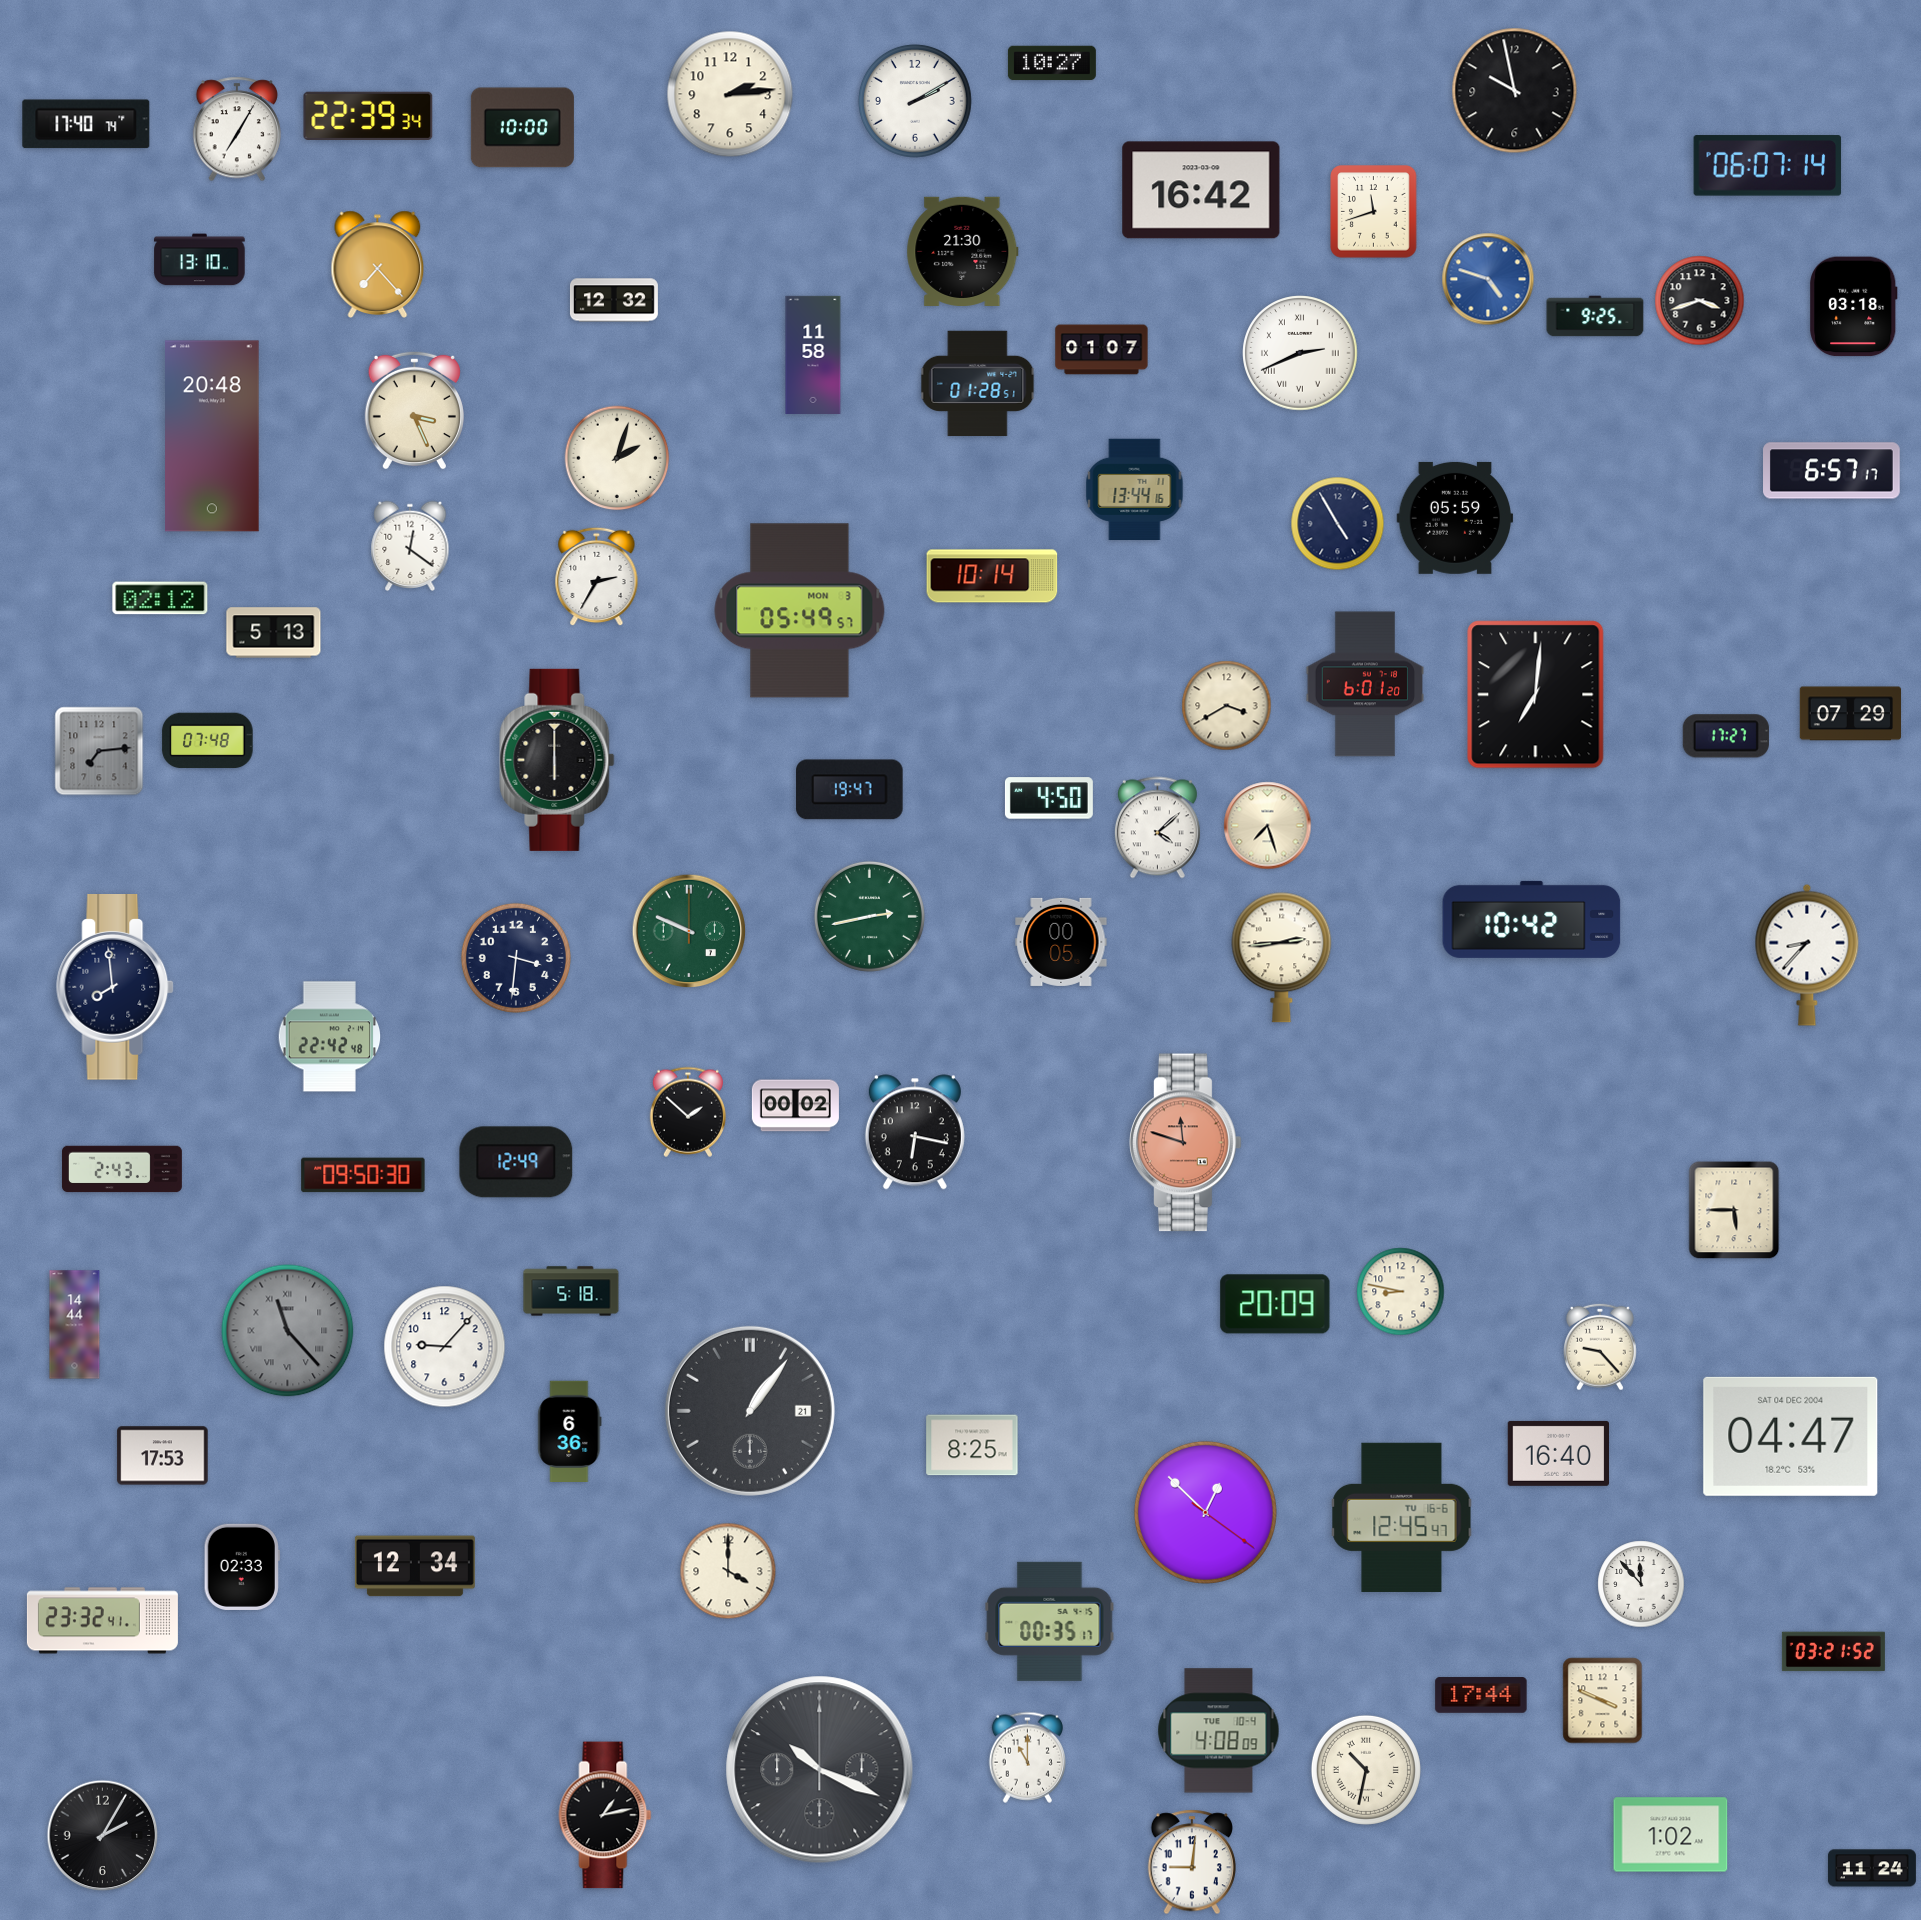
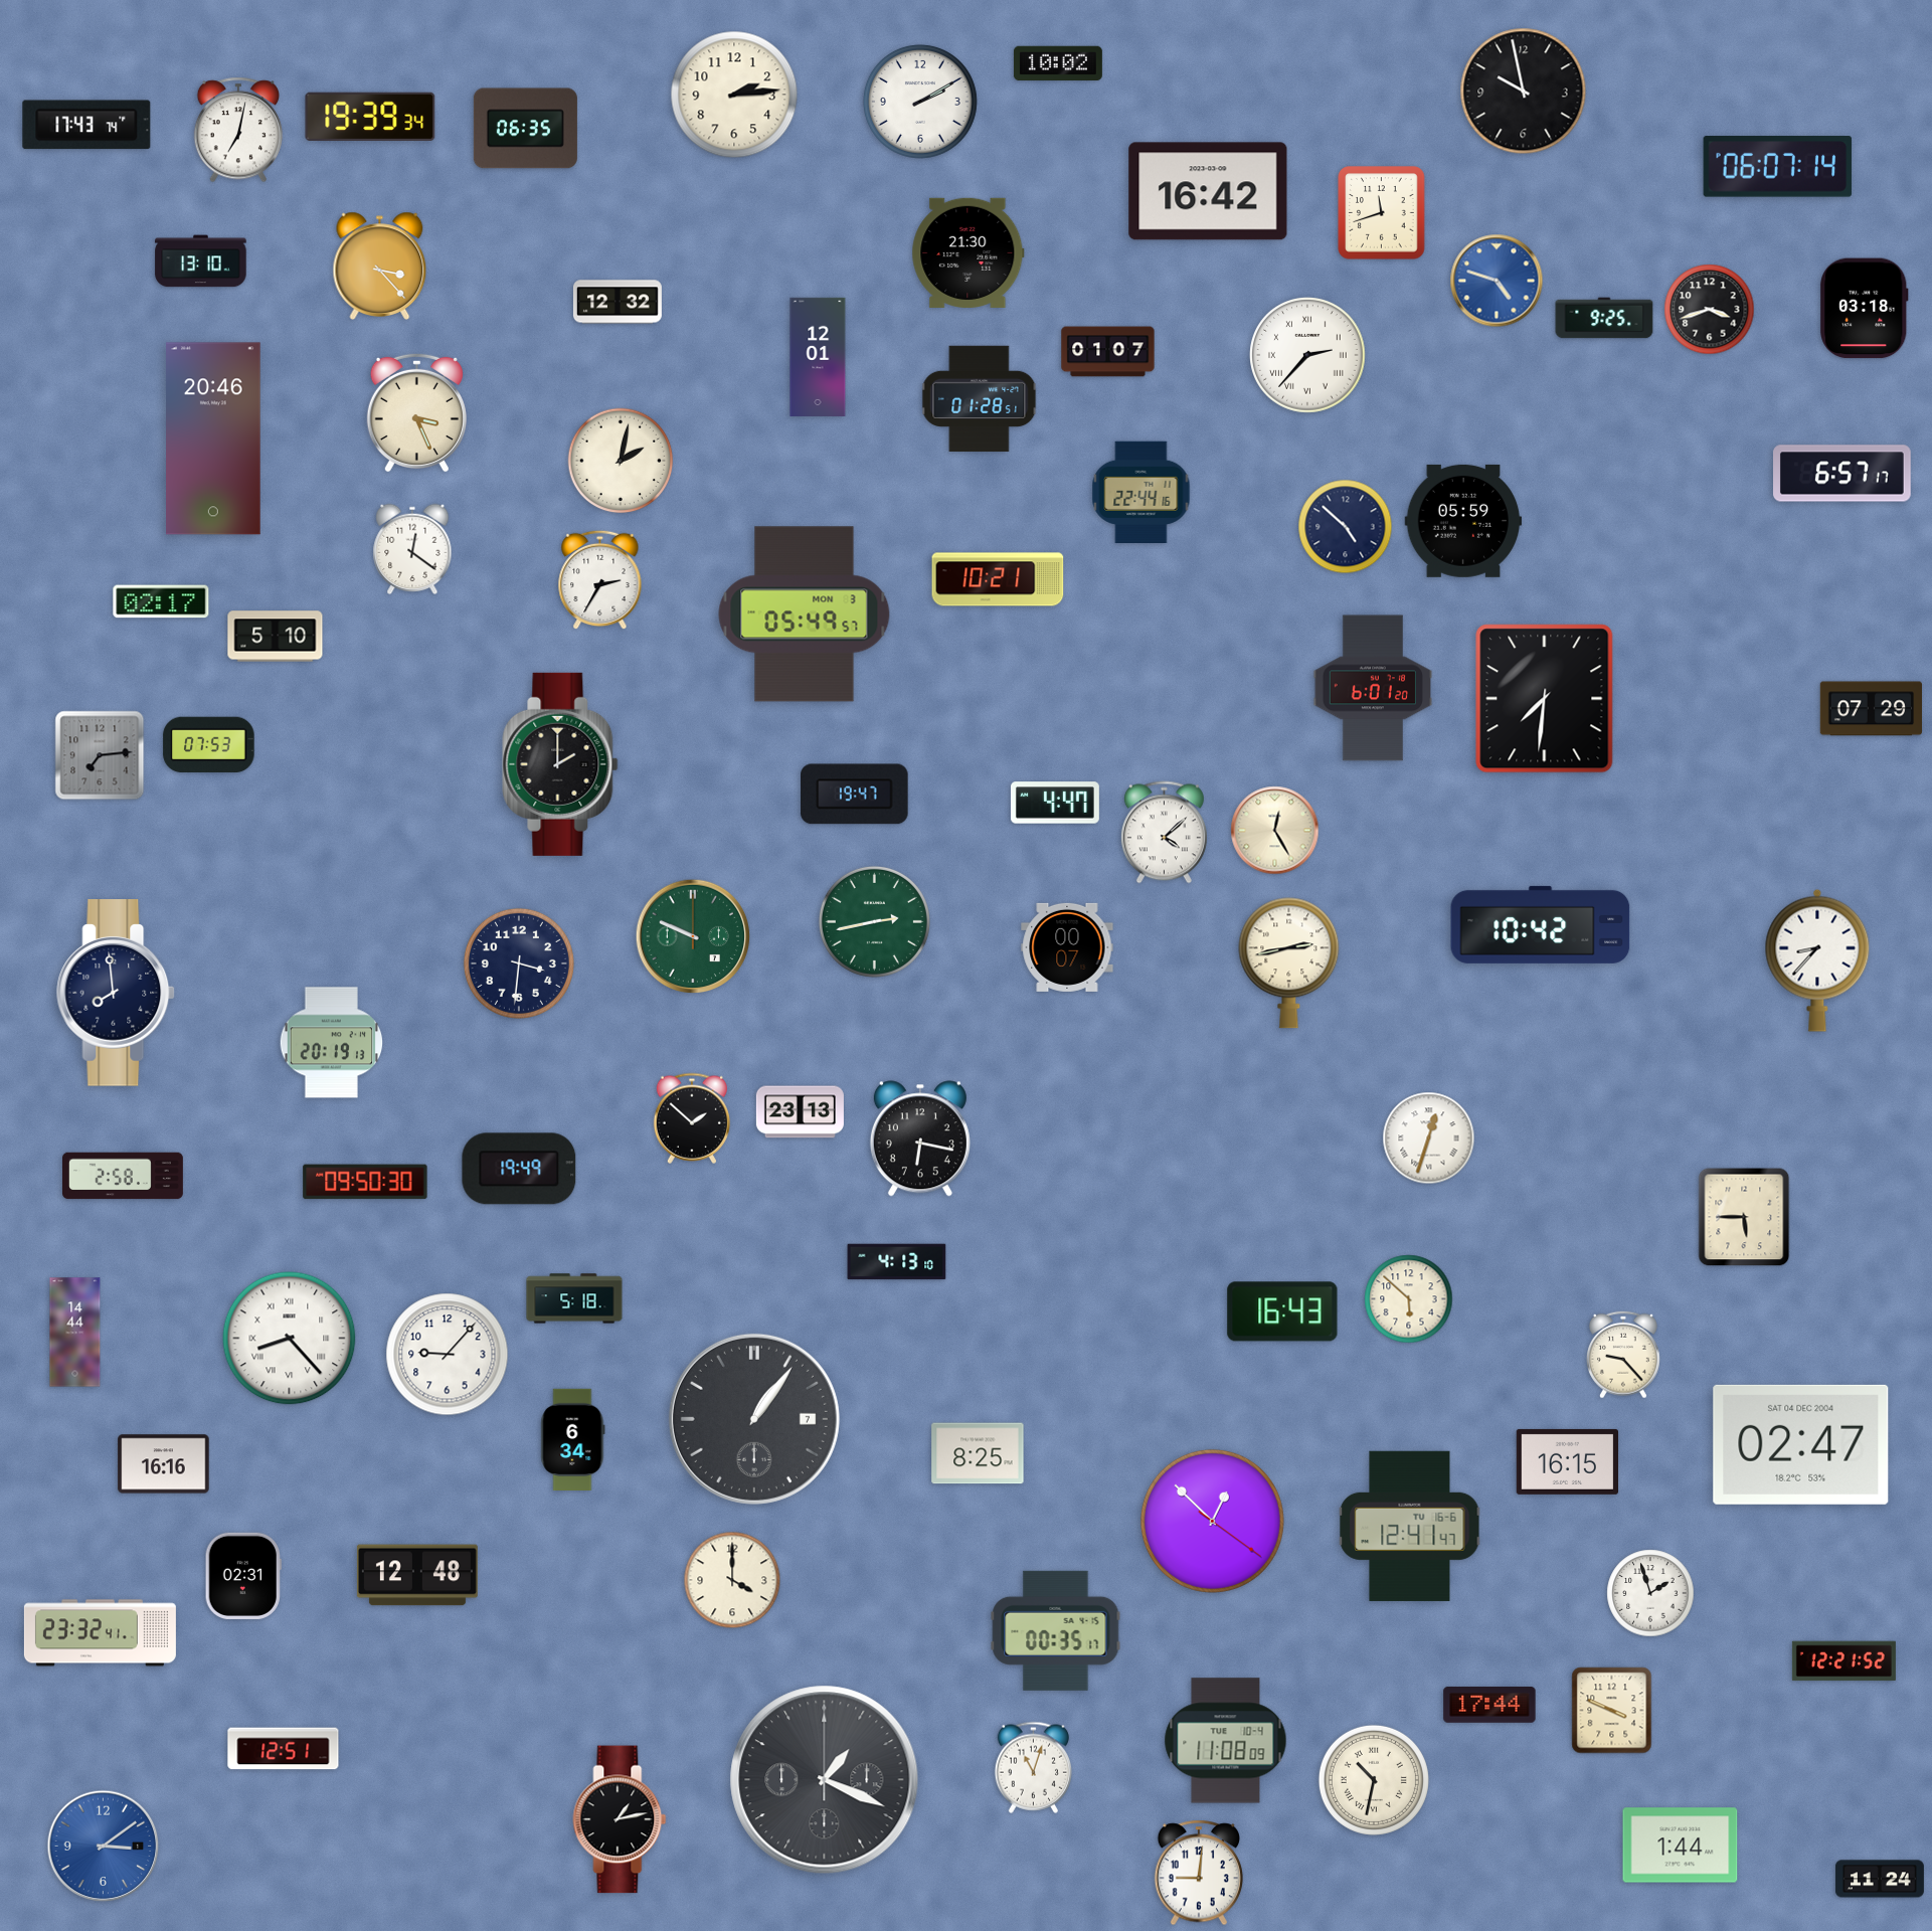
clock at (1052, 63): 10:27 -> 10:02
clock at (368, 115): 22:39 -> 19:39
clock at (86, 124): 17:40 -> 17:43
clock at (522, 128): 10:00 -> 06:35
clock at (237, 129): 7:05 -> 7:02
clock at (378, 264): 7:23 -> 3:23
clock at (1700, 301) position: (1700, 301) -> (1710, 310)
clock at (1300, 353): 2:41 -> 2:37
clock at (813, 355): 11:58 -> 12:01
clock at (978, 384) position: (978, 384) -> (980, 399)
clock at (212, 436): 20:48 -> 20:46
clock at (617, 458): 2:03 -> 2:02
clock at (1135, 489): 13:44 -> 22:44
clock at (1338, 524): 4:55 -> 4:52
clock at (992, 576): 10:14 -> 10:21
clock at (160, 598): 02:12 -> 02:17
clock at (274, 633): 5:13 -> 5:10
clock at (1536, 695): 7:01 -> 7:31
clock at (1227, 706): 3:40 -> none
clock at (1850, 714) position: (1850, 714) -> (1871, 709)
clock at (1726, 736): 17:27 -> none
clock at (208, 741): 07:48 -> 07:53
clock at (557, 760): 6:00 -> 2:00
clock at (1049, 798): 4:50 -> 4:47
clock at (1268, 826): 7:27 -> 12:25
clock at (1061, 942): 00:05 -> 00:07
clock at (1282, 958): 2:44 -> 2:43
clock at (330, 1037): 22:42 -> 20:19
clock at (795, 1106): 00:02 -> 23:13
clock at (1429, 1138): none -> 12:33
clock at (1186, 1143): 11:48 -> none
clock at (516, 1162): 12:49 -> 19:49
clock at (122, 1169): 2:43 -> 2:58
clock at (897, 1262): none -> 4:13
clock at (1401, 1292): 8:47 -> 5:52
clock at (1275, 1304): 20:09 -> 16:43
clock at (288, 1331): 11:23 -> 8:23
clock at (288, 1331) dial: grey -> white
clock at (1601, 1347) position: (1601, 1347) -> (1624, 1355)
clock at (750, 1411) date: 21 -> 7
clock at (570, 1432): 6:36 -> 6:34
clock at (1791, 1436): 04:47 -> 02:47
clock at (1558, 1453): 16:40 -> 16:15
clock at (163, 1456): 17:53 -> 16:16
clock at (1402, 1517): 12:45 -> 12:41
clock at (415, 1566): 12:34 -> 12:48
clock at (242, 1567): 02:33 -> 02:31
clock at (1641, 1584): 11:53 -> 1:57
clock at (102, 1621) position: (102, 1621) -> (100, 1633)
clock at (1833, 1652): 03:21 -> 12:21
clock at (1219, 1731): 4:08 -> 11:08
clock at (284, 1749): none -> 12:51
clock at (1027, 1757): 11:00 -> 11:03
clock at (820, 1770): 10:19 -> 1:19
clock at (605, 1815) position: (605, 1815) -> (620, 1819)
clock at (1671, 1835): 1:02 -> 1:44
clock at (103, 1836): 2:05 -> 3:09
clock at (103, 1836) dial: black -> blue
clock at (1872, 1868) position: (1872, 1868) -> (1880, 1879)
